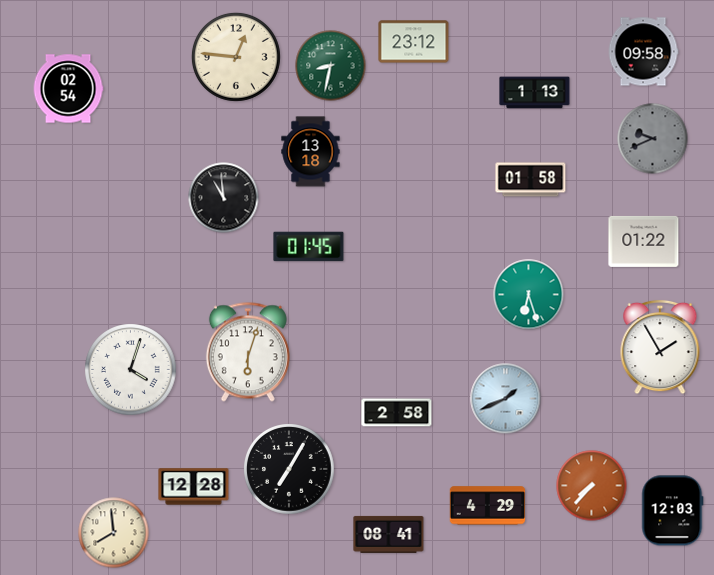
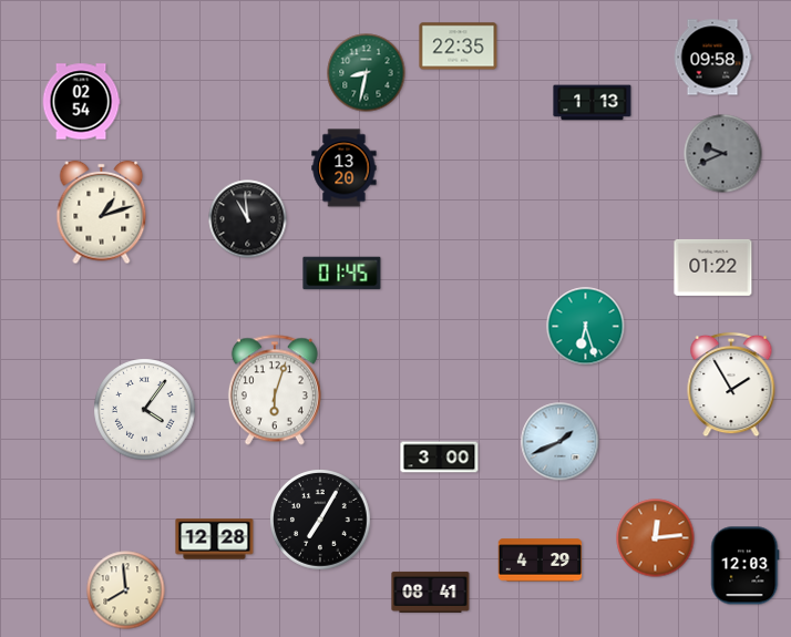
clock at (414, 42): 23:12 -> 22:35
clock at (236, 57): 12:46 -> none
clock at (68, 89) position: (68, 89) -> (81, 102)
clock at (311, 152): 13:18 -> 13:20
clock at (531, 180): 01:58 -> none
clock at (102, 213): none -> 1:12
clock at (131, 370): 4:03 -> 4:06
clock at (397, 413): 2:58 -> 3:00
clock at (592, 486): 7:37 -> 12:14
